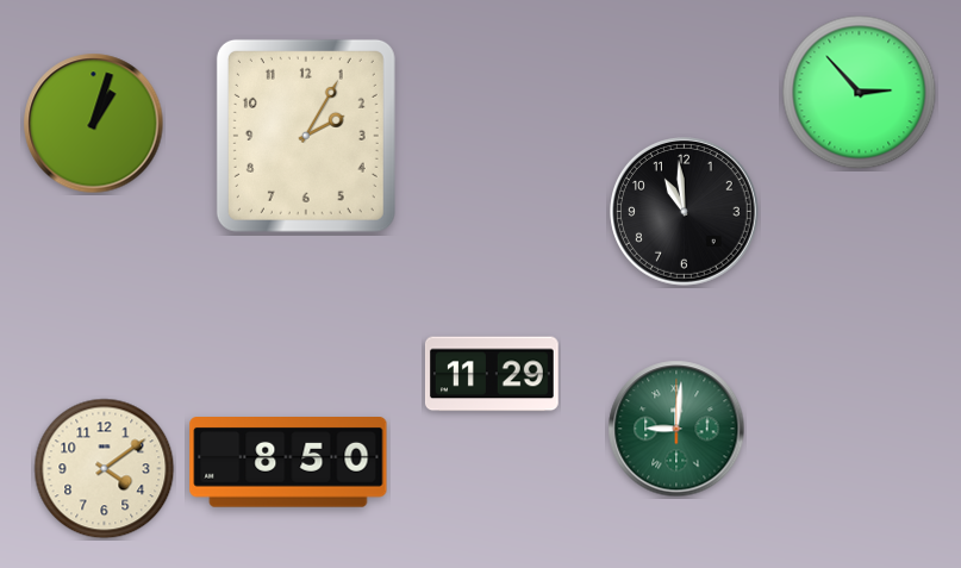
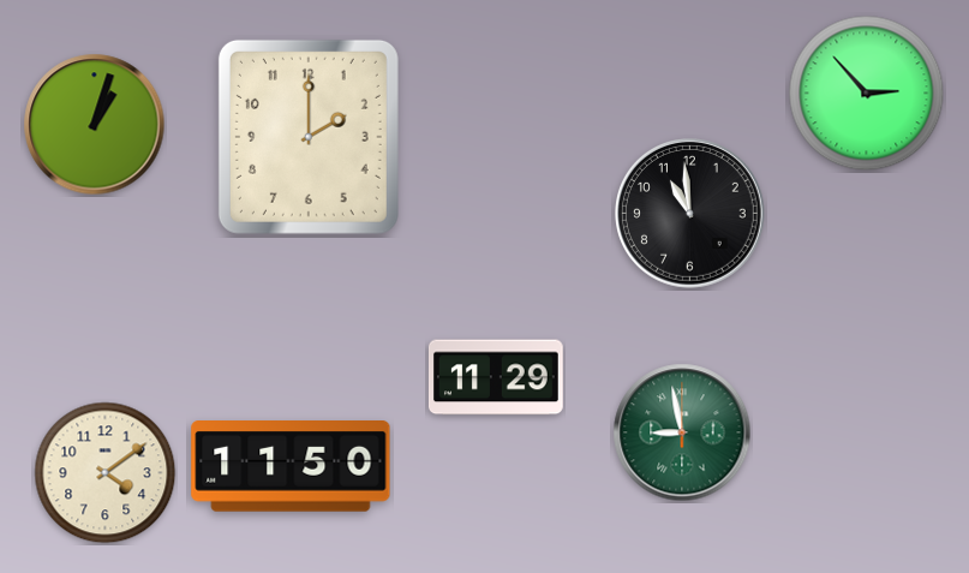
clock at (306, 136): 2:05 -> 2:00
clock at (676, 429): 9:01 -> 8:58
clock at (288, 463): 8:50 -> 11:50
